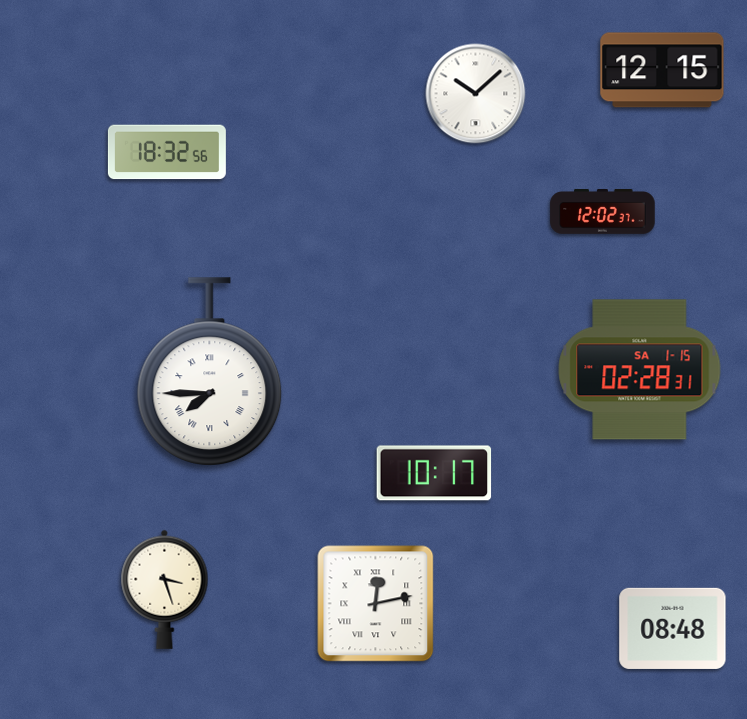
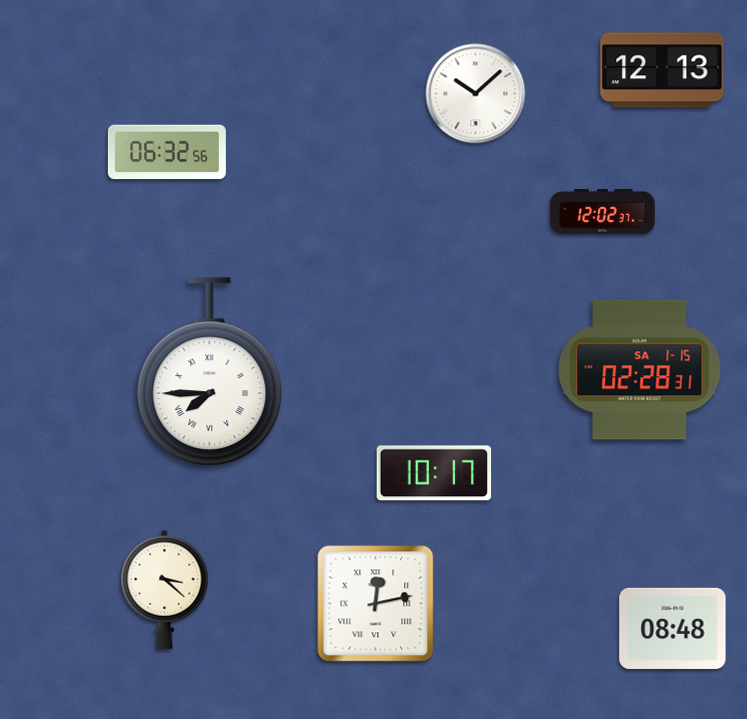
clock at (662, 70): 12:15 -> 12:13
clock at (167, 152): 18:32 -> 06:32
clock at (165, 589): 3:27 -> 3:22
